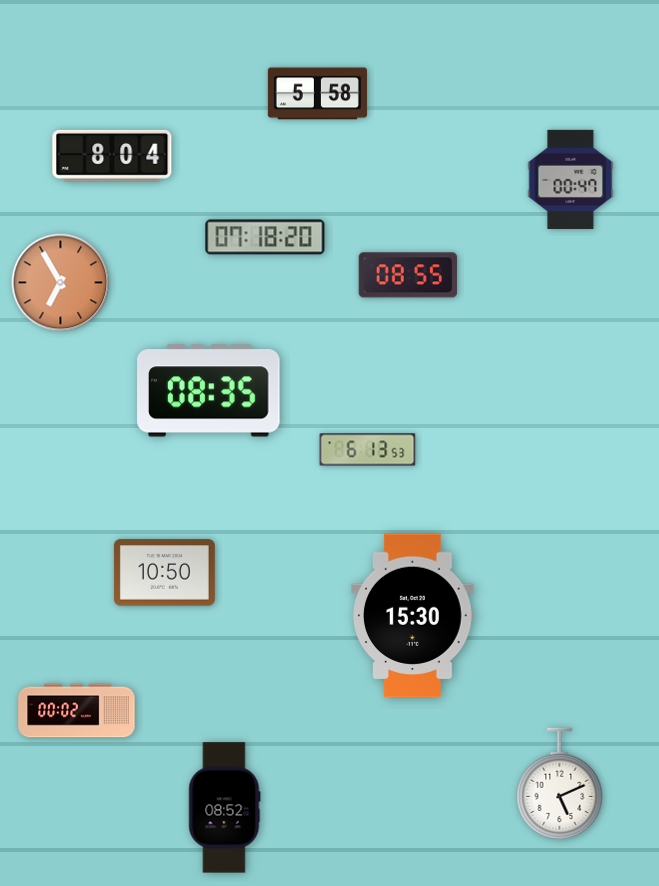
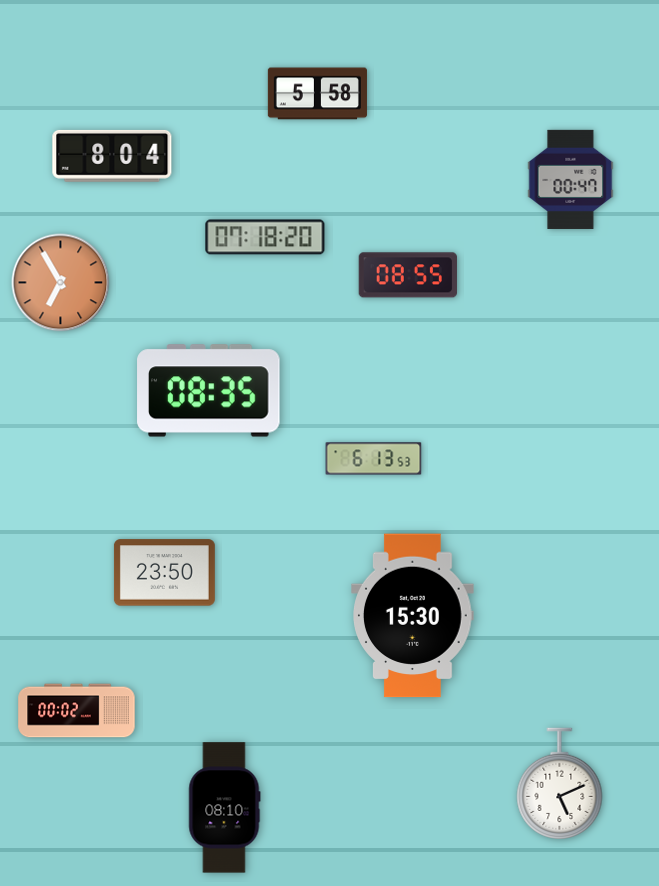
clock at (368, 450) position: (368, 450) -> (374, 459)
clock at (164, 573): 10:50 -> 23:50
clock at (225, 808): 08:52 -> 08:10
